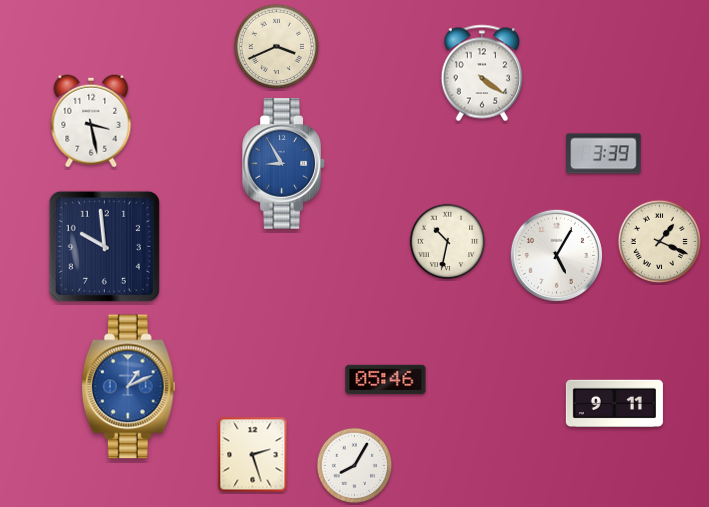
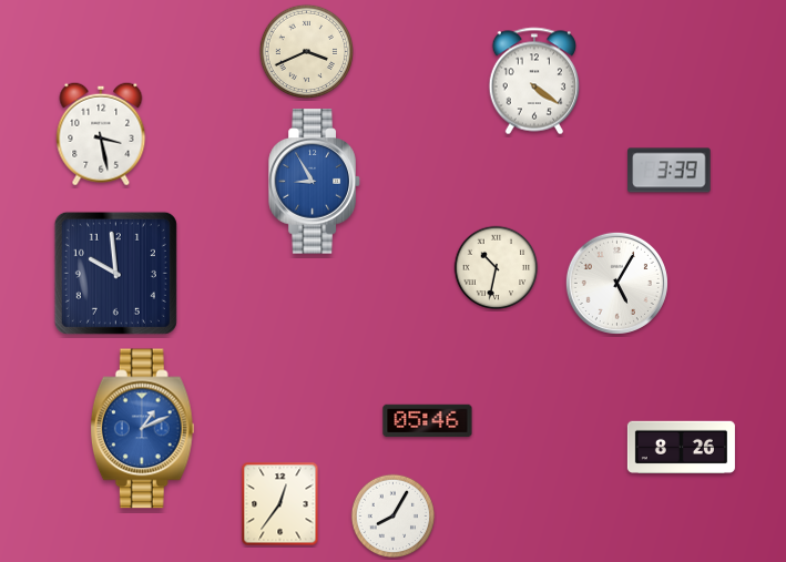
clock at (659, 241): 1:19 -> none
clock at (614, 403): 9:11 -> 8:26
clock at (253, 455): 2:27 -> 12:36
